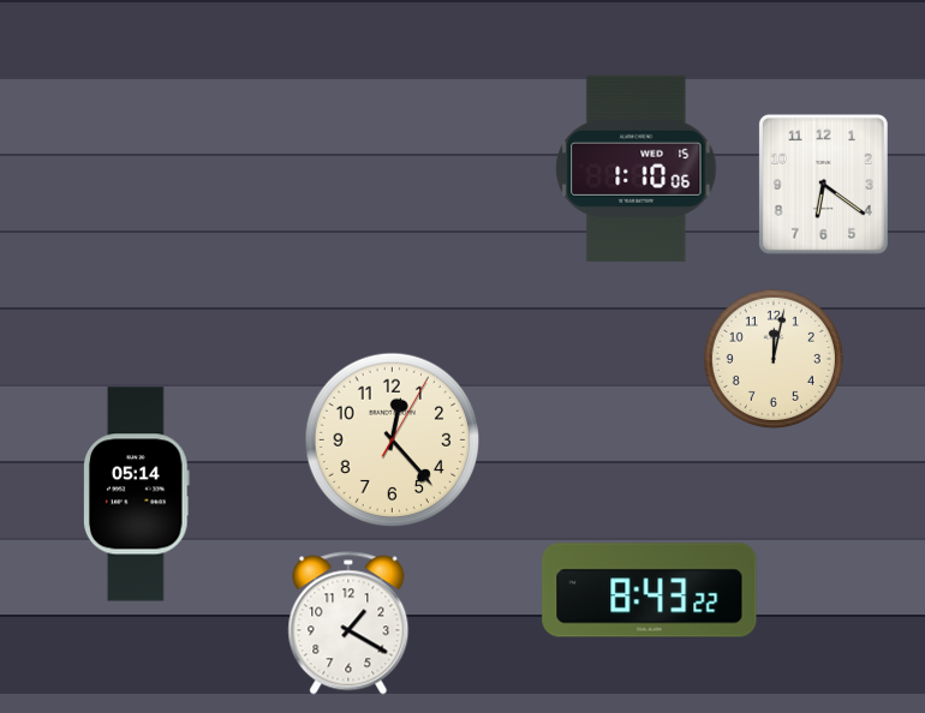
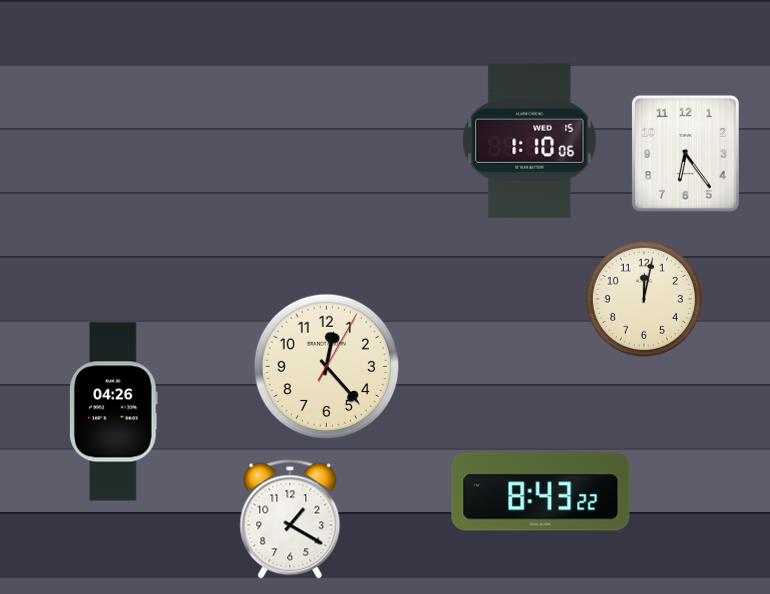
clock at (823, 184): 6:21 -> 6:24
clock at (137, 495): 05:14 -> 04:26
